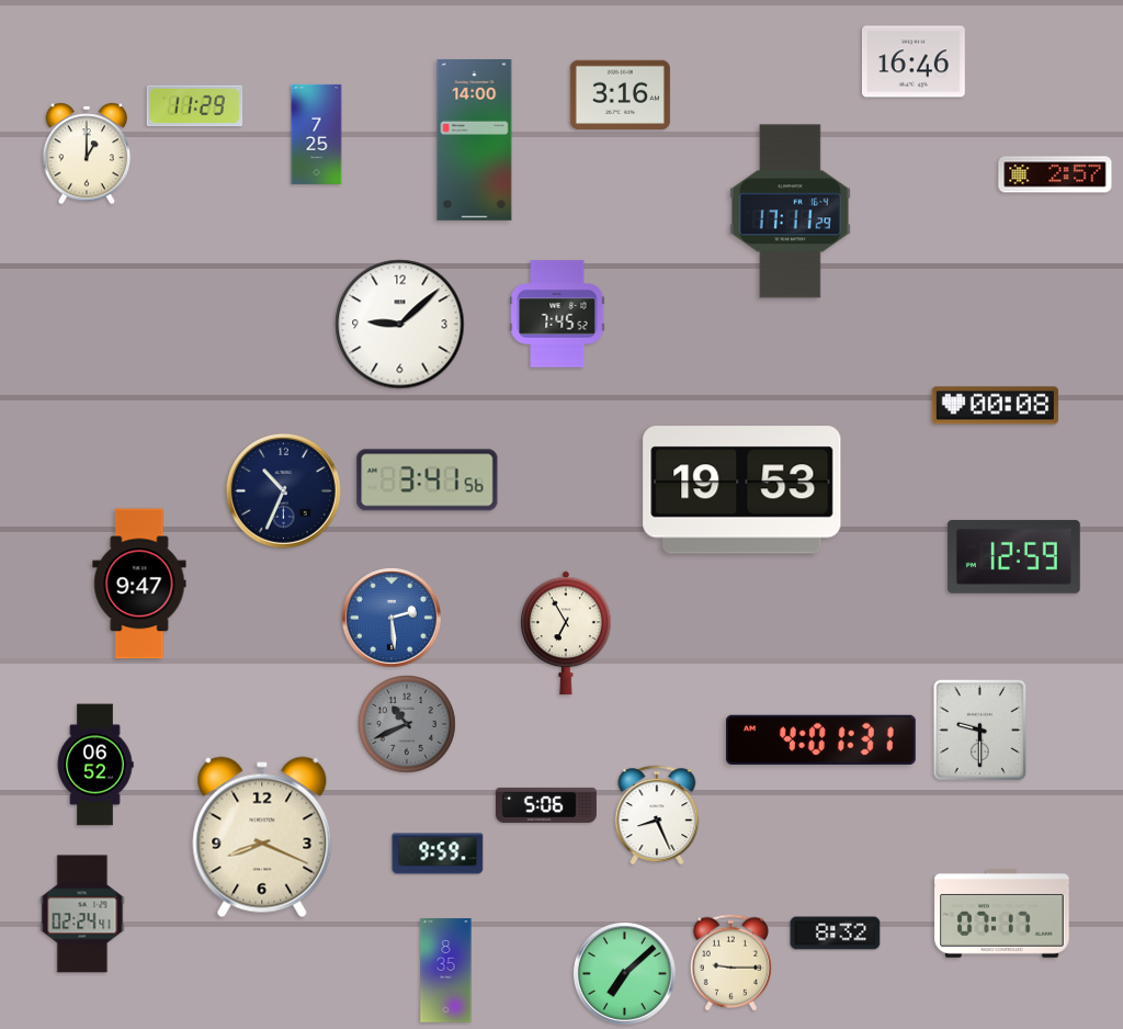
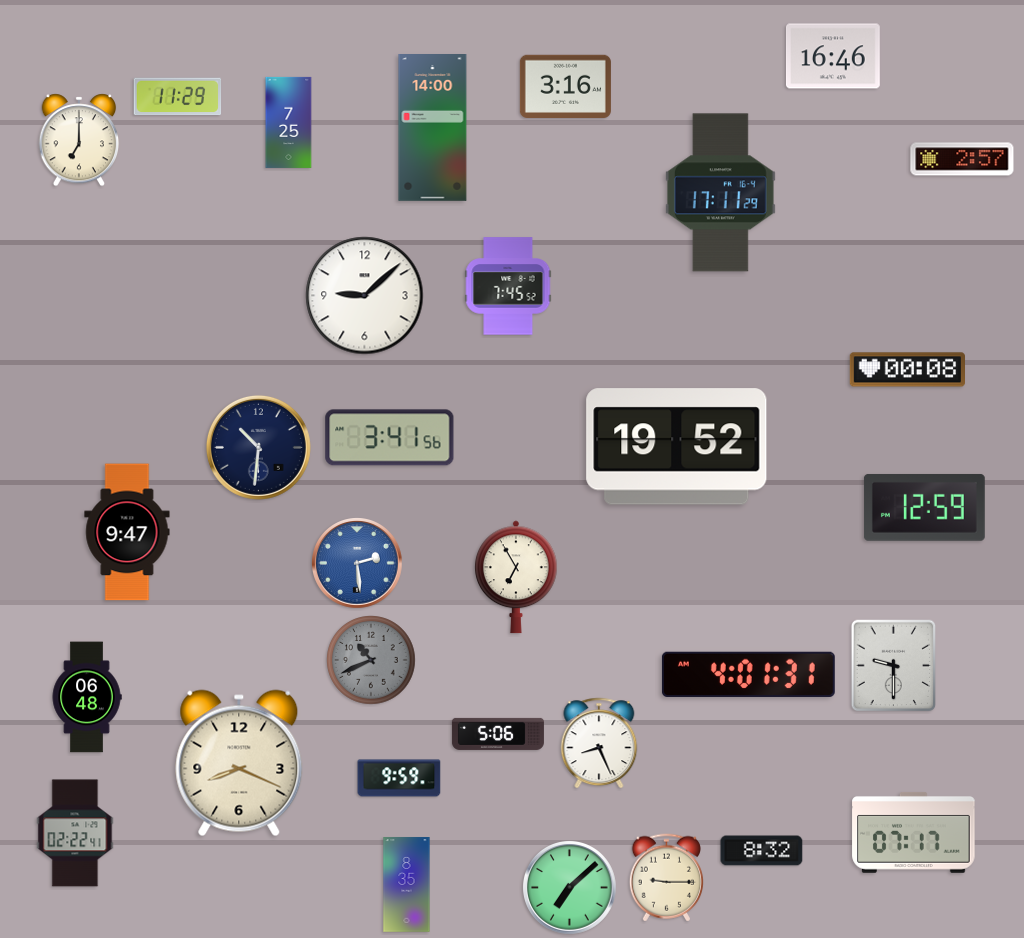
clock at (87, 154): 1:00 -> 7:00
clock at (283, 490): 10:34 -> 10:31
clock at (742, 490): 19:53 -> 19:52
clock at (95, 765): 06:52 -> 06:48
clock at (82, 914): 02:24 -> 02:22
